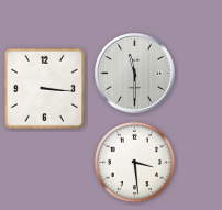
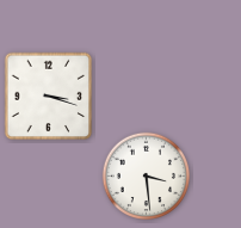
clock at (135, 74): 11:30 -> none
clock at (45, 89): 3:16 -> 3:18
